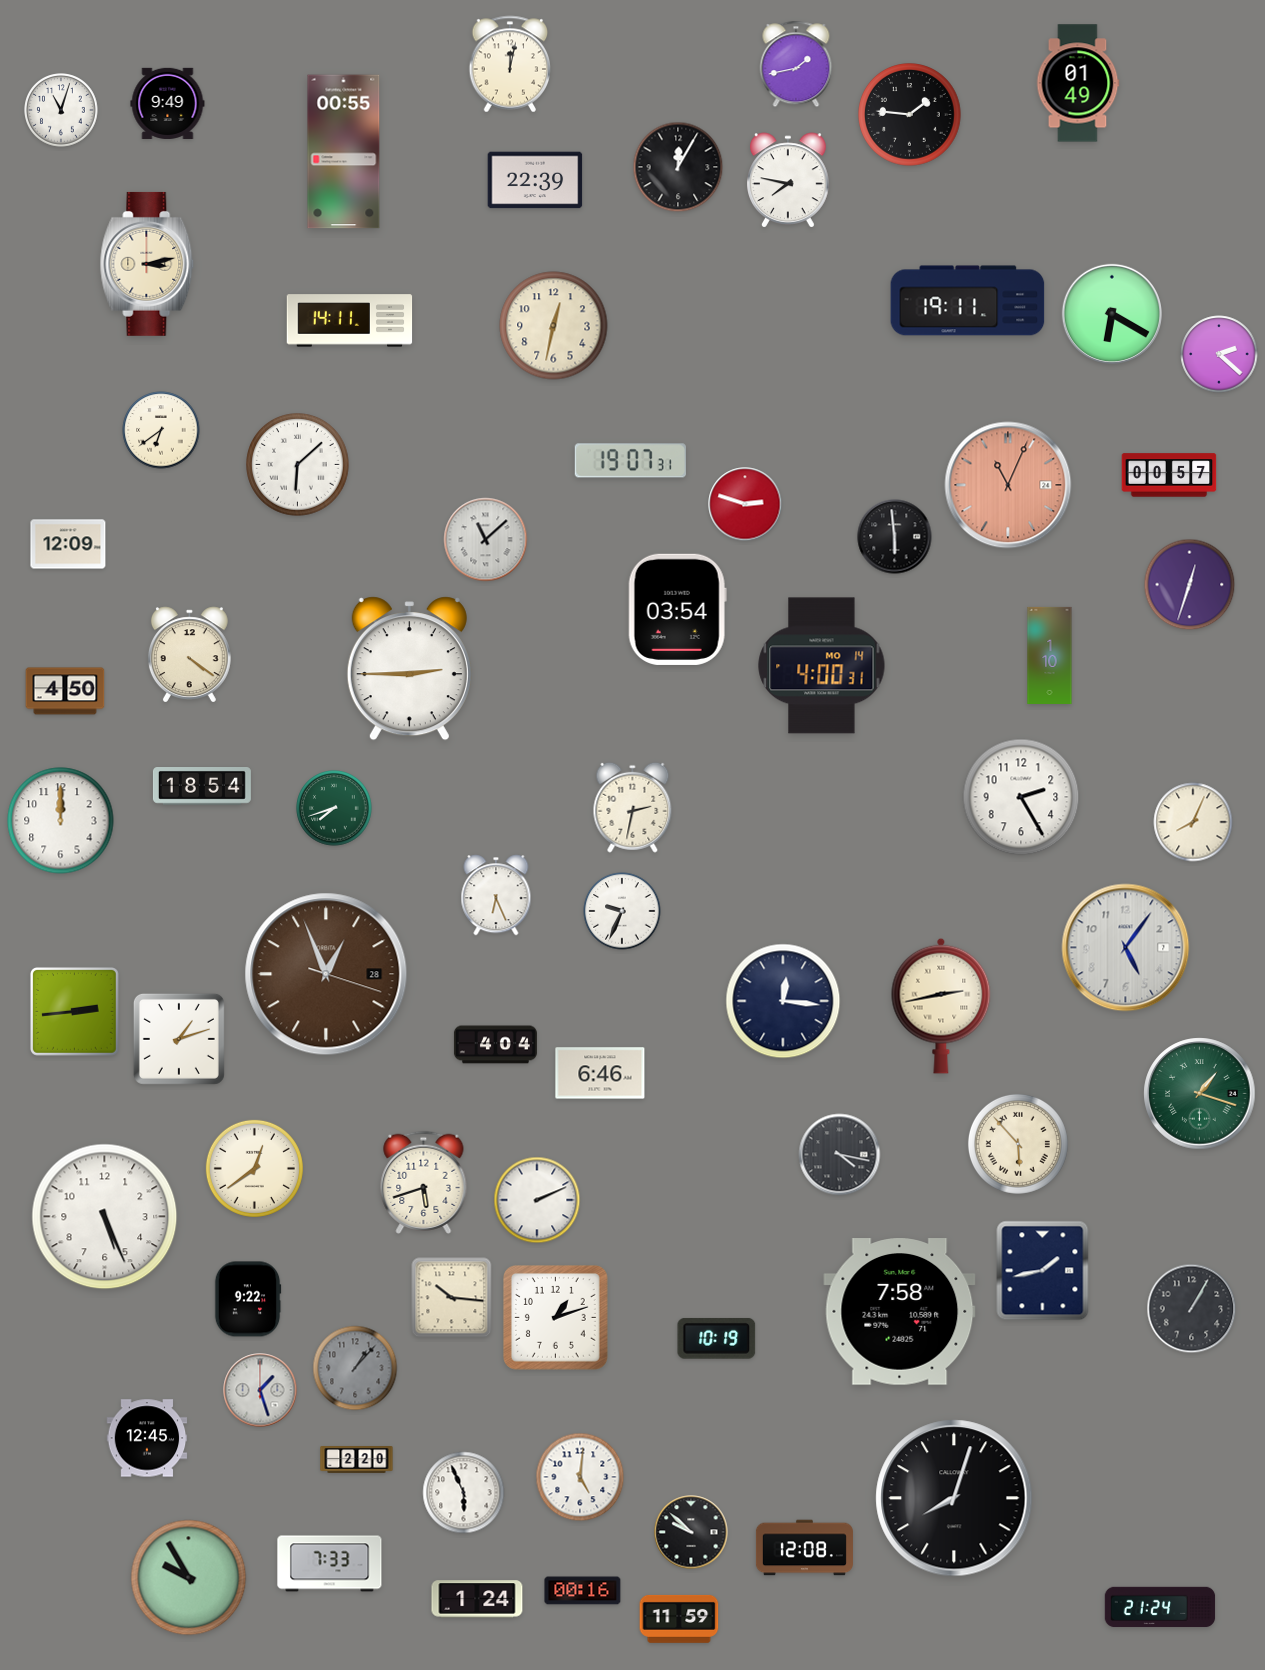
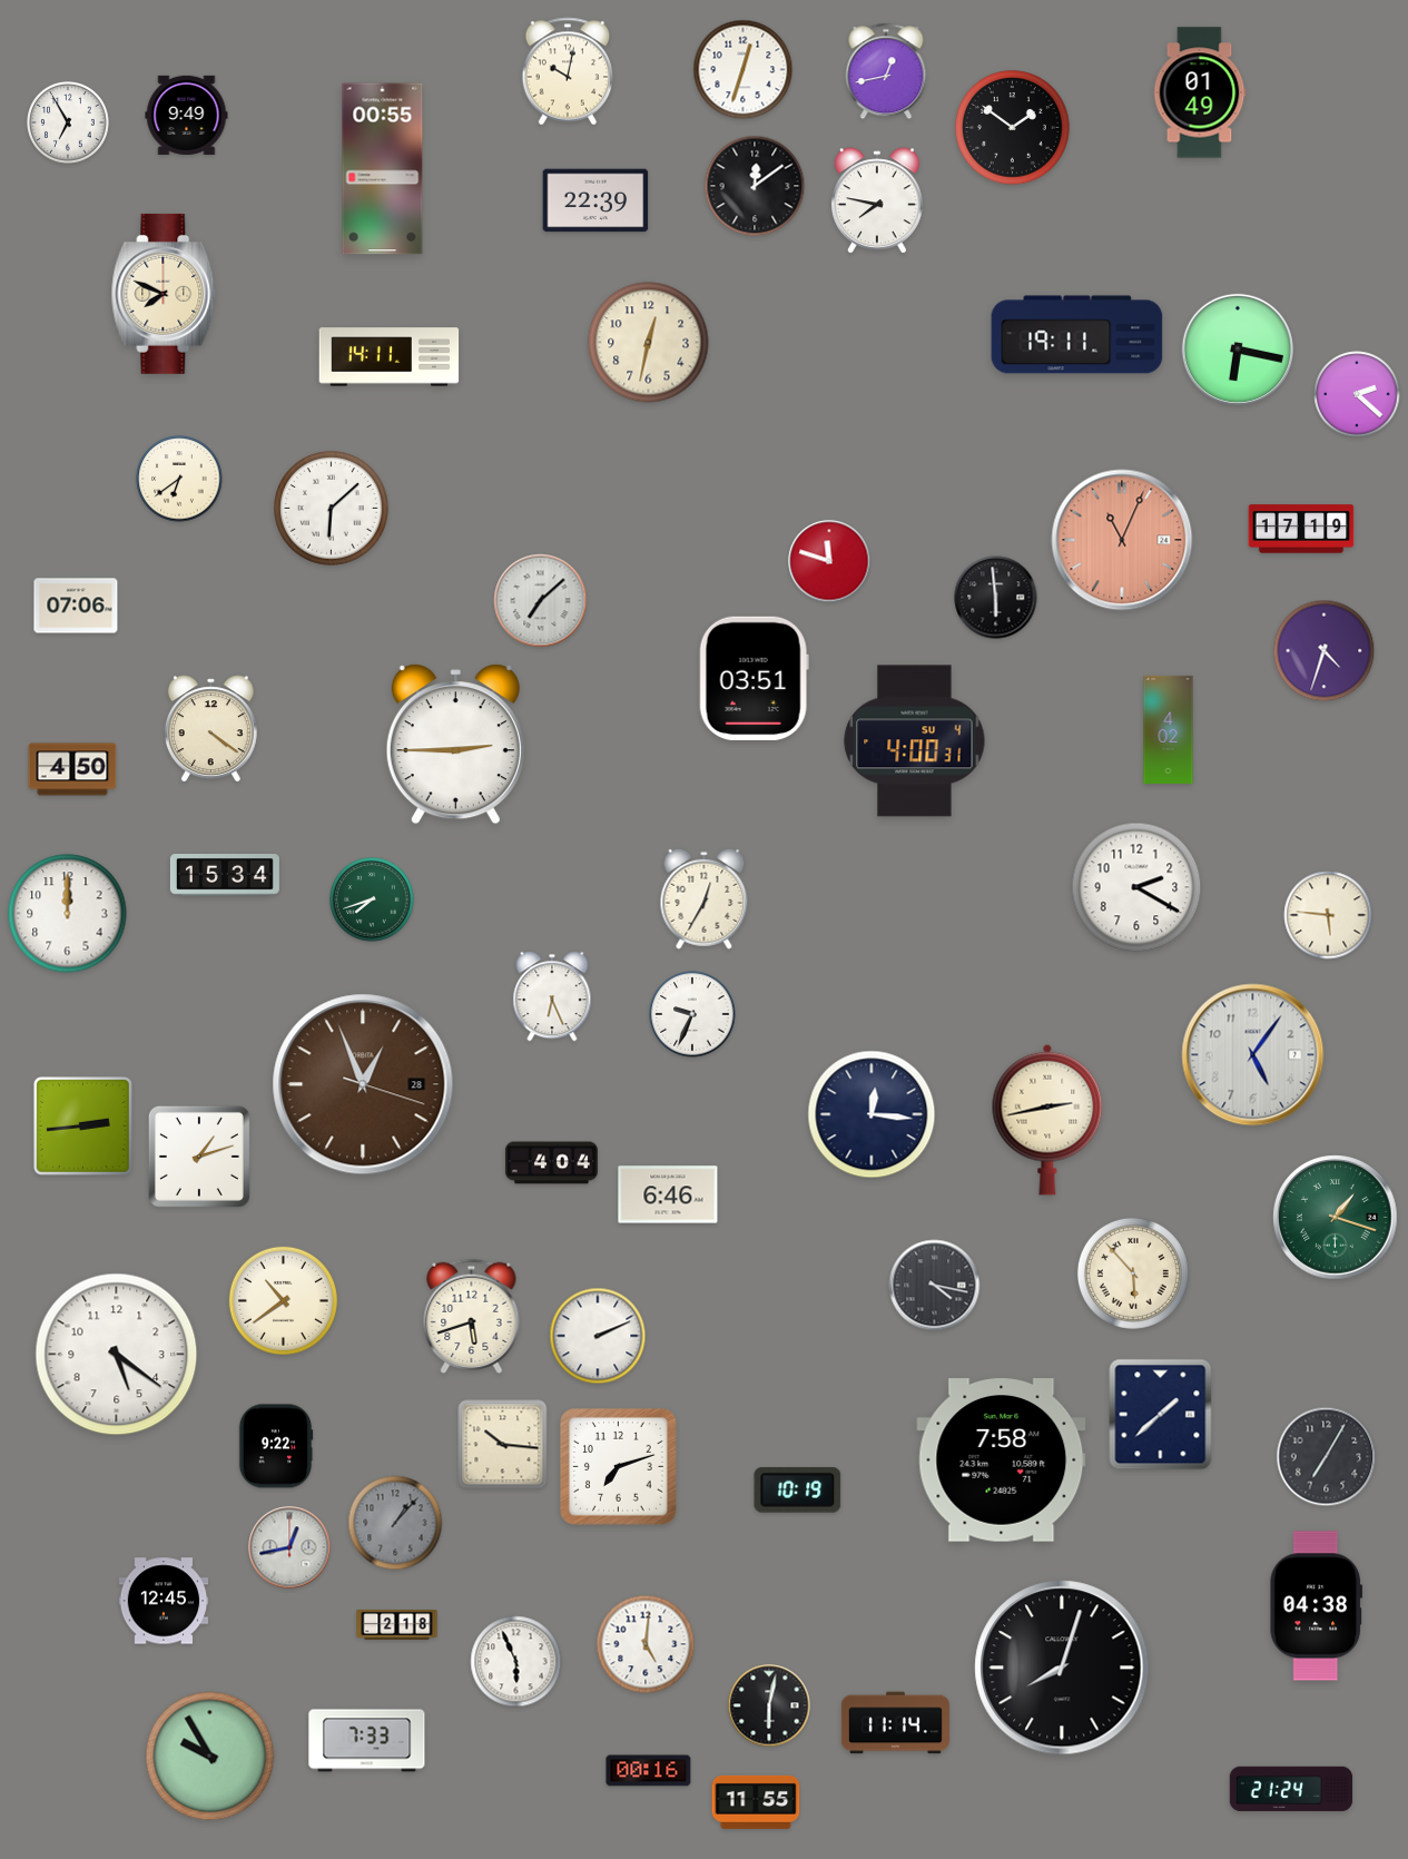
clock at (744, 70): none -> 12:33
clock at (510, 64): 12:02 -> 10:02
clock at (796, 64): 1:43 -> 12:43
clock at (61, 110): 11:03 -> 6:55
clock at (910, 115): 1:46 -> 1:51
clock at (678, 167): 12:05 -> 12:09
clock at (147, 264): 3:13 -> 7:49
clock at (1112, 314): 6:20 -> 6:17
clock at (554, 326) position: (554, 326) -> (649, 343)
clock at (630, 461): 19:07 -> none
clock at (298, 465) position: (298, 465) -> (332, 509)
clock at (1169, 475): 00:57 -> 17:19
clock at (745, 504): 2:48 -> 11:48
clock at (486, 540): 11:08 -> 7:08
clock at (68, 544): 12:09 -> 07:06
clock at (1190, 585): 12:33 -> 4:33
clock at (677, 609): 03:54 -> 03:51
clock at (1050, 655): 1:10 -> 4:02
clock at (822, 666) date: MO 14 -> SU 4
clock at (202, 787): 18:54 -> 15:34
clock at (1021, 797): 2:25 -> 2:20
clock at (633, 807): 2:32 -> 12:35
clock at (1193, 822): 8:04 -> 5:46
clock at (254, 1168): 12:39 -> 10:39
clock at (105, 1217): 5:26 -> 5:21
clock at (1043, 1271): 1:43 -> 1:38
clock at (1192, 1309): 1:05 -> 7:05
clock at (556, 1318): 1:12 -> 7:12
clock at (260, 1390): 1:27 -> 12:43
clock at (1317, 1606): none -> 04:38
clock at (357, 1460): 2:20 -> 2:18
clock at (691, 1532): 9:52 -> 6:02
clock at (804, 1548): 12:08 -> 11:14
clock at (477, 1599): 1:24 -> none
clock at (679, 1619): 11:59 -> 11:55
